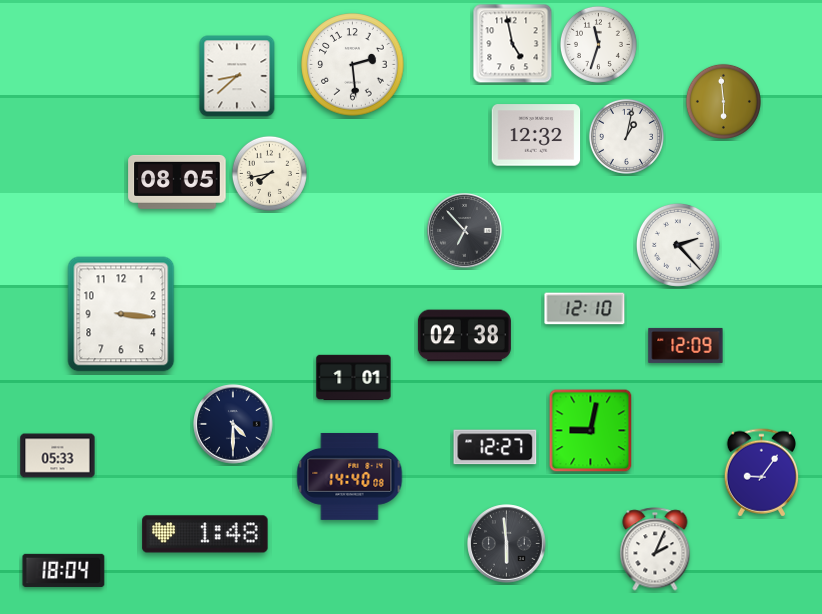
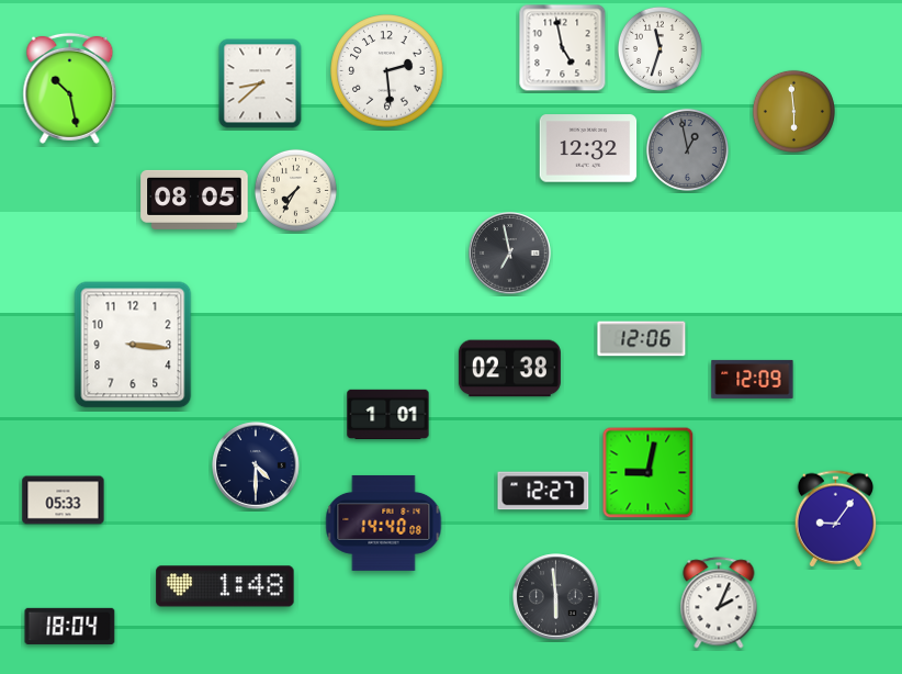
clock at (598, 44) position: (598, 44) -> (659, 48)
clock at (70, 88): none -> 10:28
clock at (626, 136): 1:02 -> 12:58
clock at (626, 136) dial: white -> grey
clock at (269, 173): 7:43 -> 7:35
clock at (465, 231): 6:53 -> 6:58
clock at (678, 245): 2:23 -> none
clock at (585, 309): 12:10 -> 12:06
